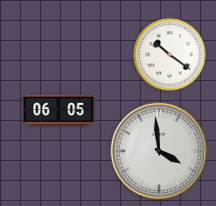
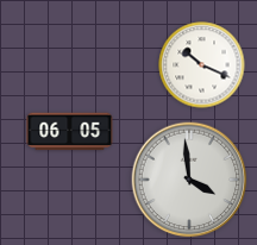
clock at (170, 55): 10:21 -> 10:19
